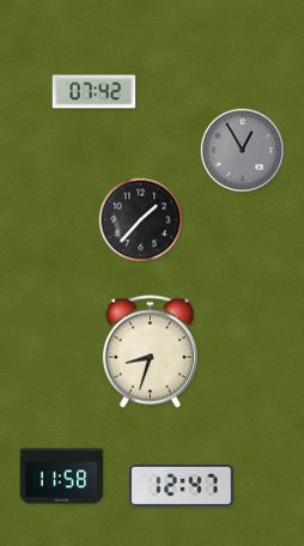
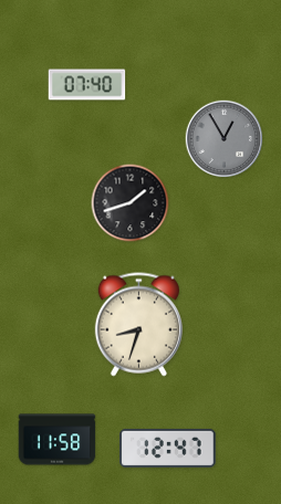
clock at (95, 92): 07:42 -> 07:40
clock at (141, 220): 1:37 -> 1:42
